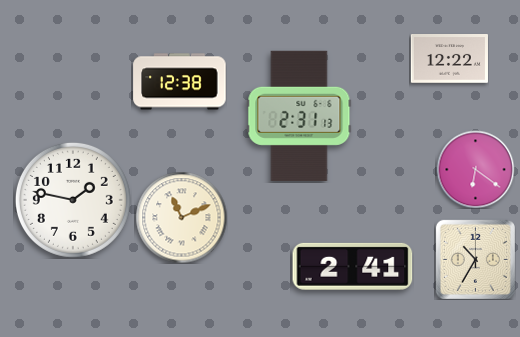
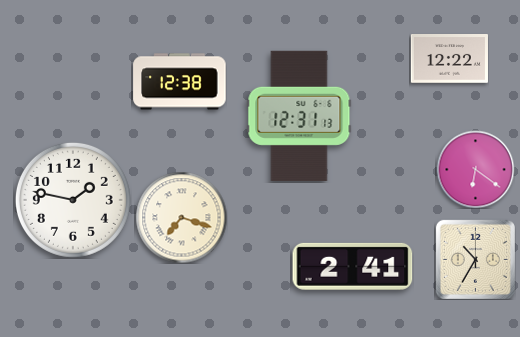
clock at (299, 116): 2:31 -> 12:31
clock at (181, 217): 11:11 -> 7:18
